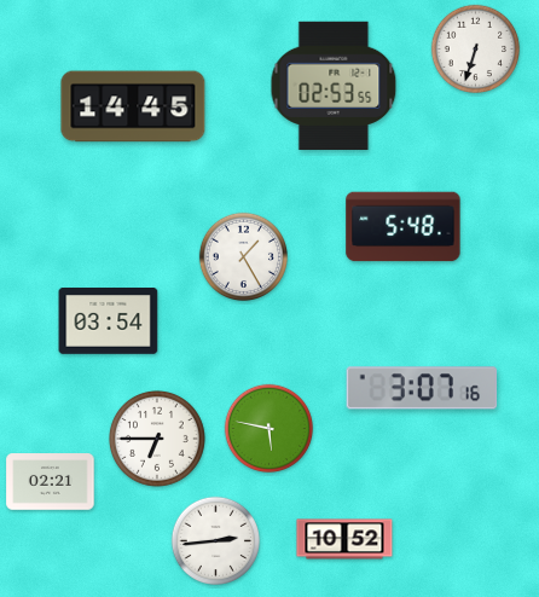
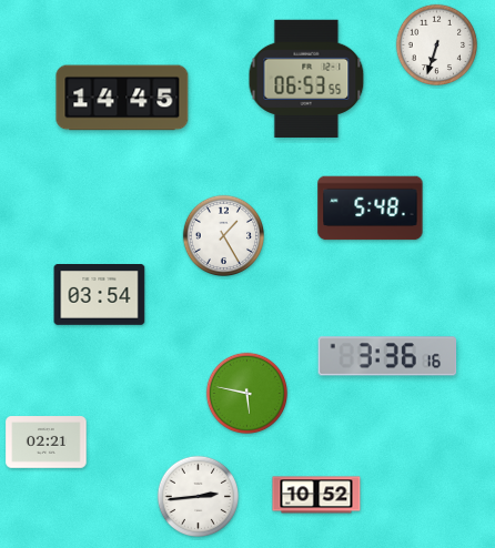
clock at (334, 85): 02:53 -> 06:53
clock at (422, 388): 3:07 -> 3:36
clock at (157, 439): 6:45 -> none
